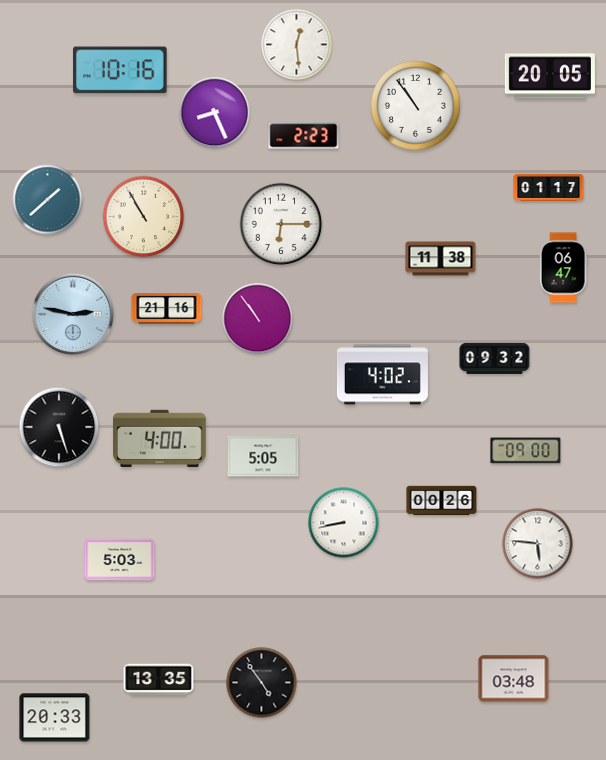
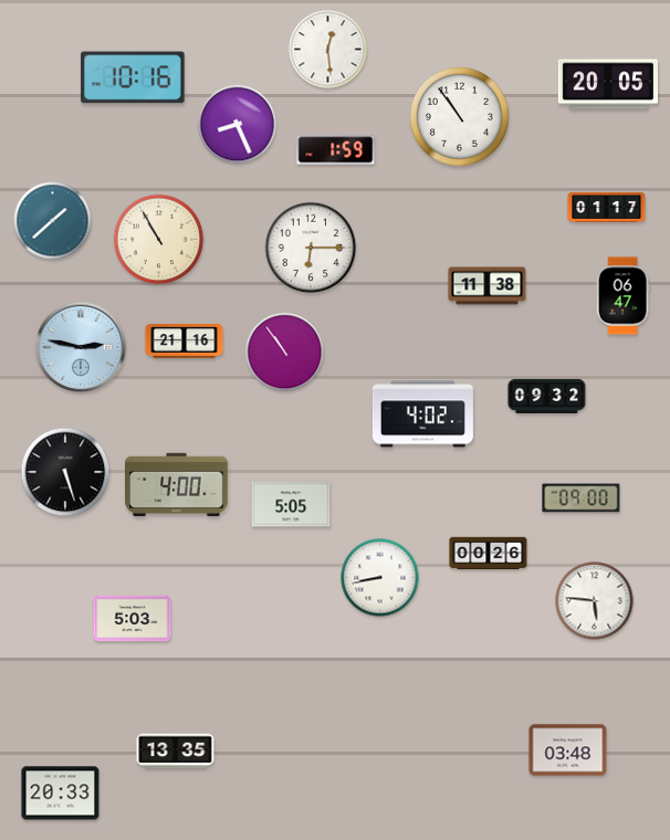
clock at (304, 136): 2:23 -> 1:59
clock at (262, 683): 4:54 -> none
